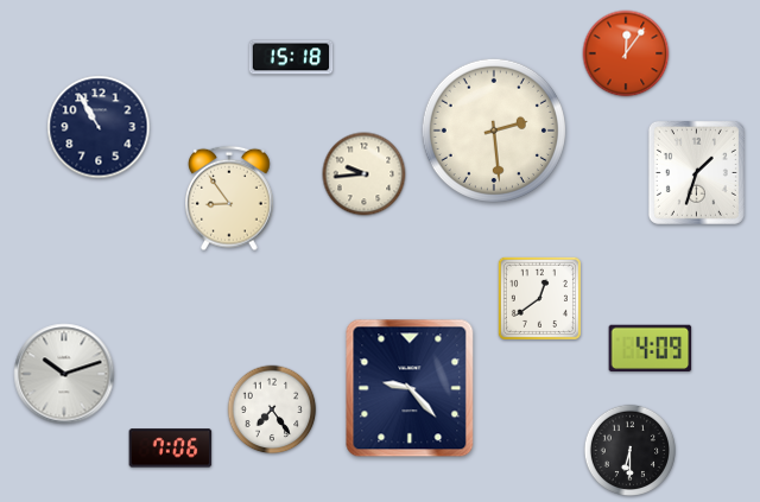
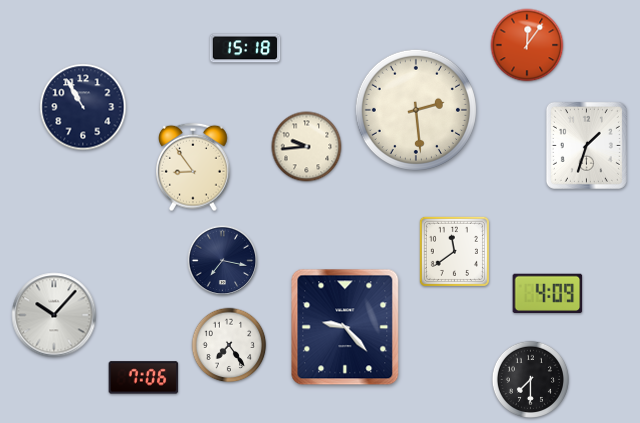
clock at (539, 298): 12:39 -> 11:39
clock at (223, 261): none -> 7:17
clock at (64, 374): 10:12 -> 10:07
clock at (629, 450): 6:30 -> 7:30
